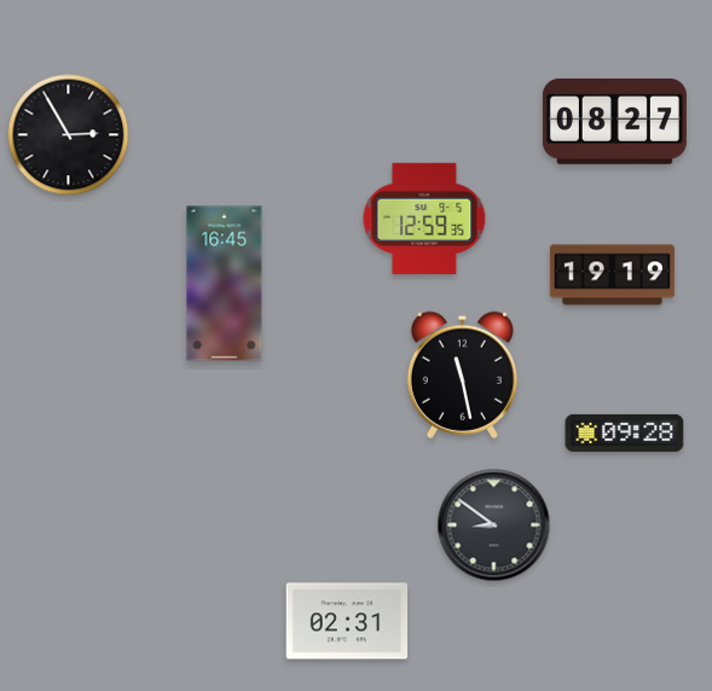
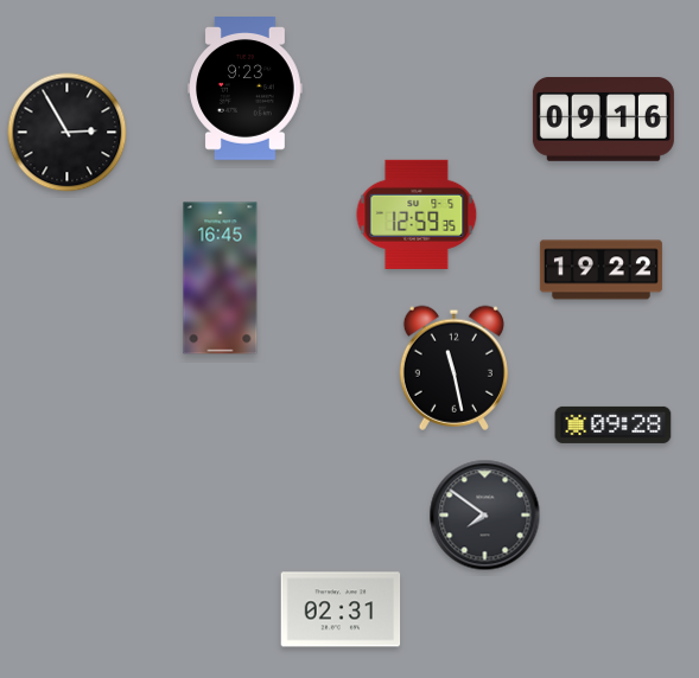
clock at (246, 89): none -> 9:23
clock at (614, 122): 08:27 -> 09:16
clock at (612, 275): 19:19 -> 19:22
clock at (494, 525): 8:51 -> 7:51
